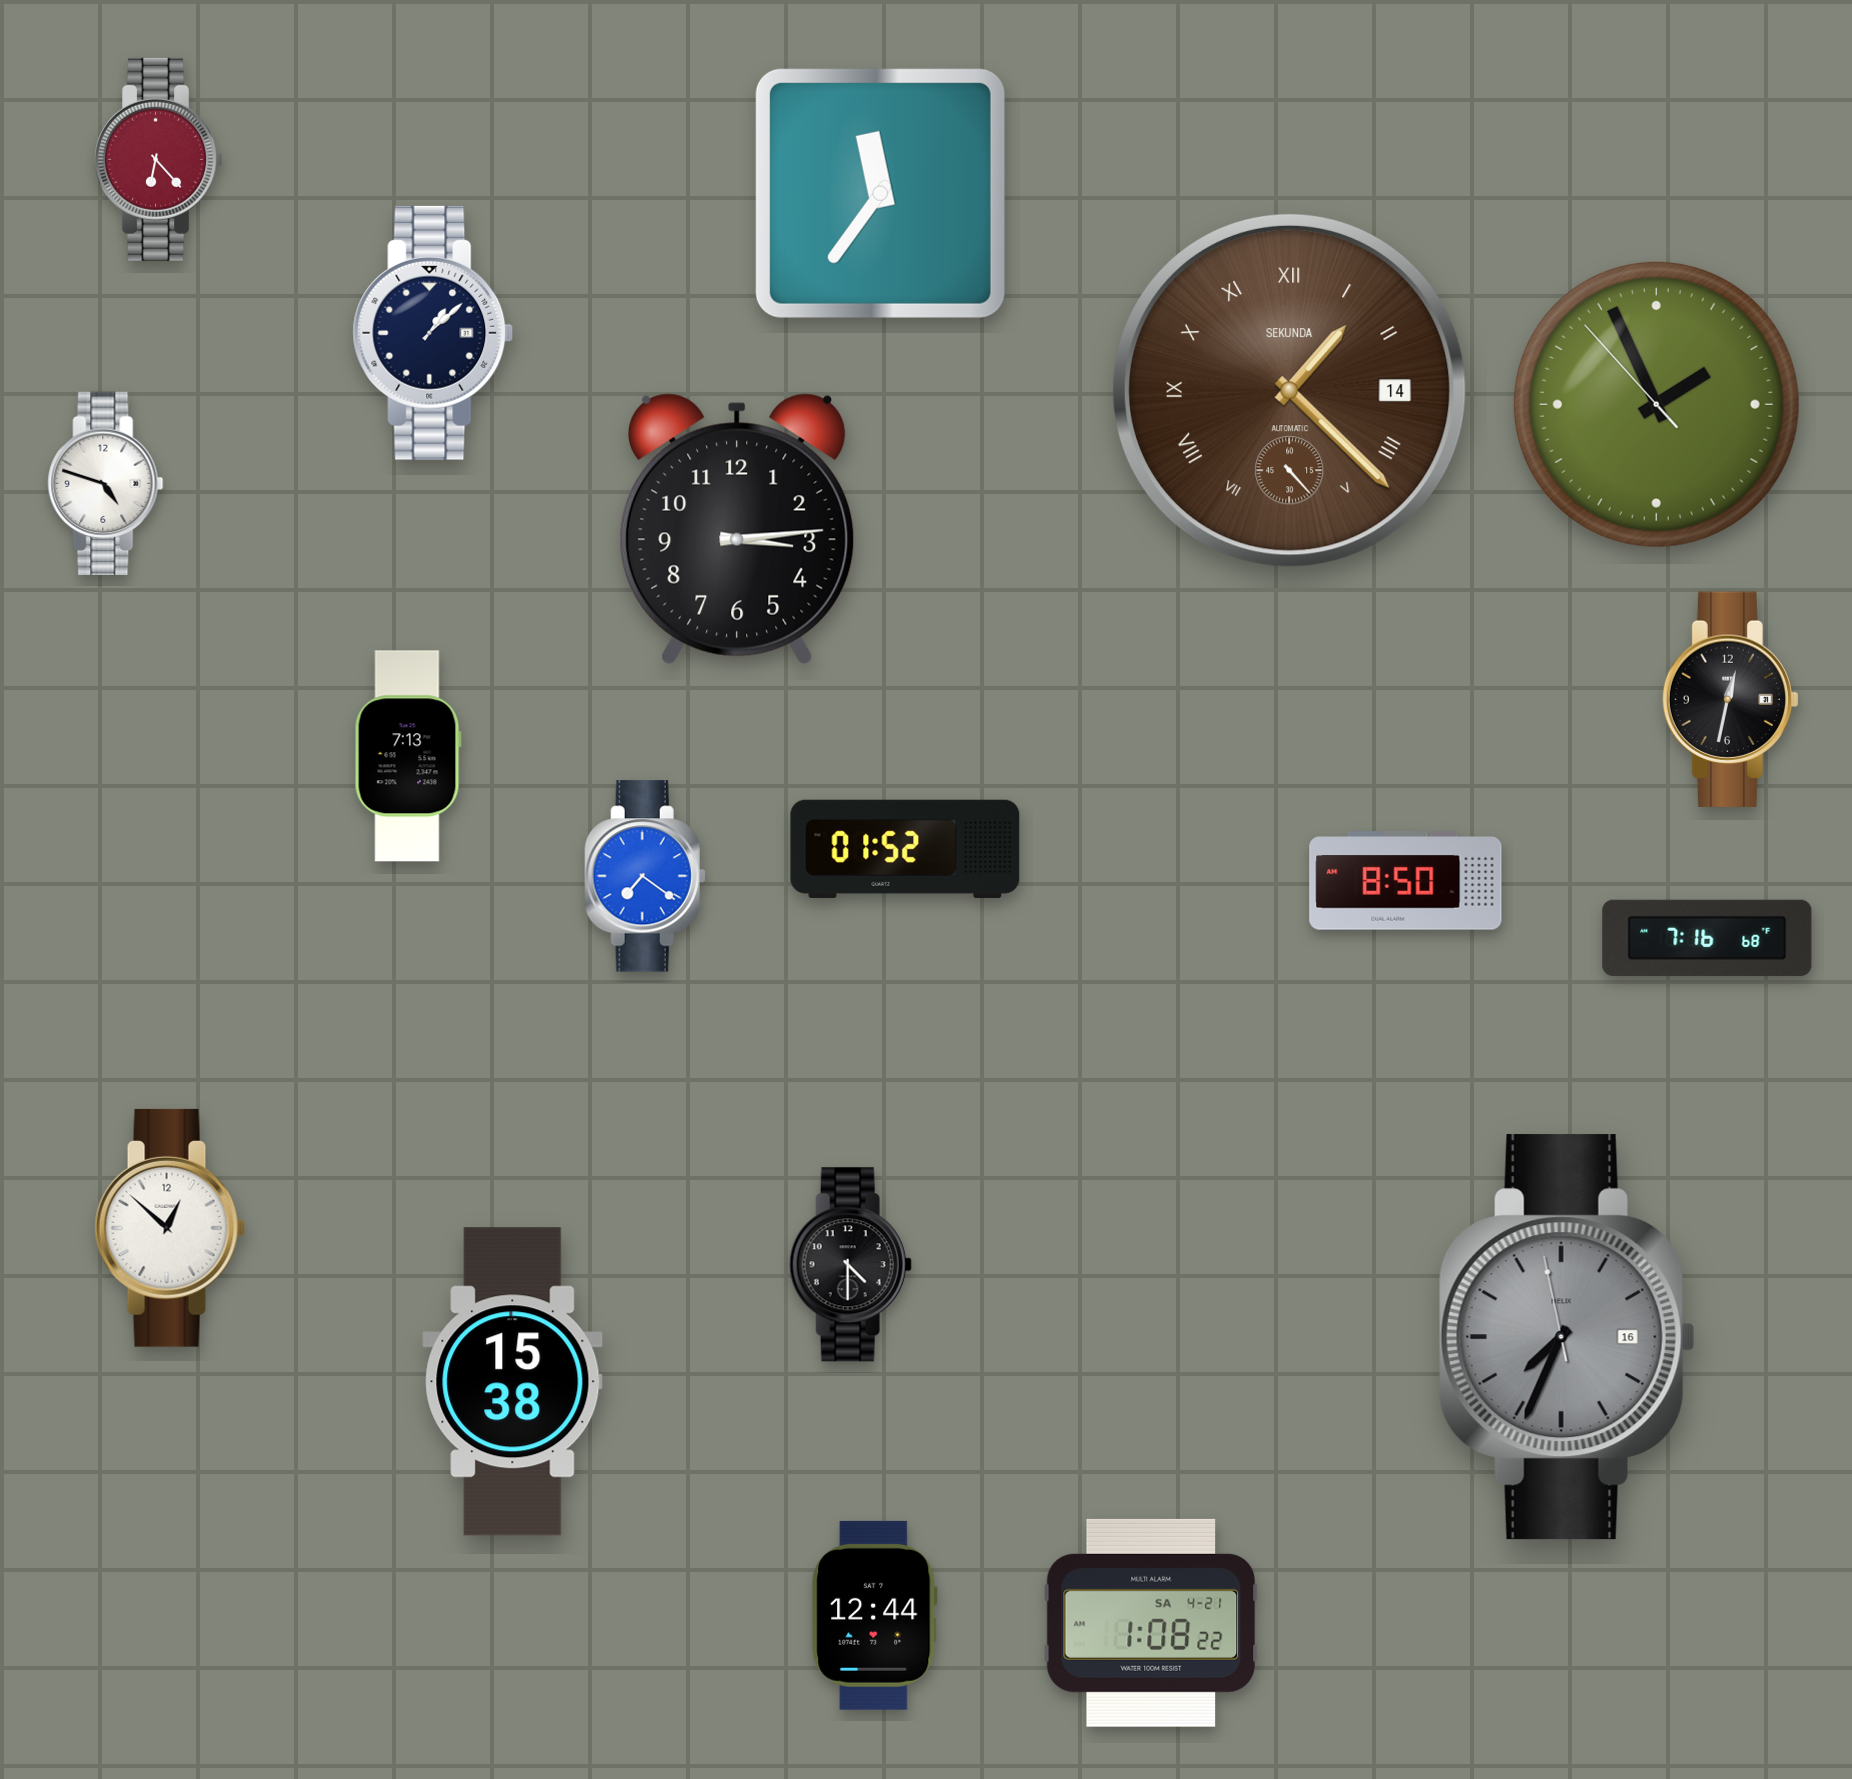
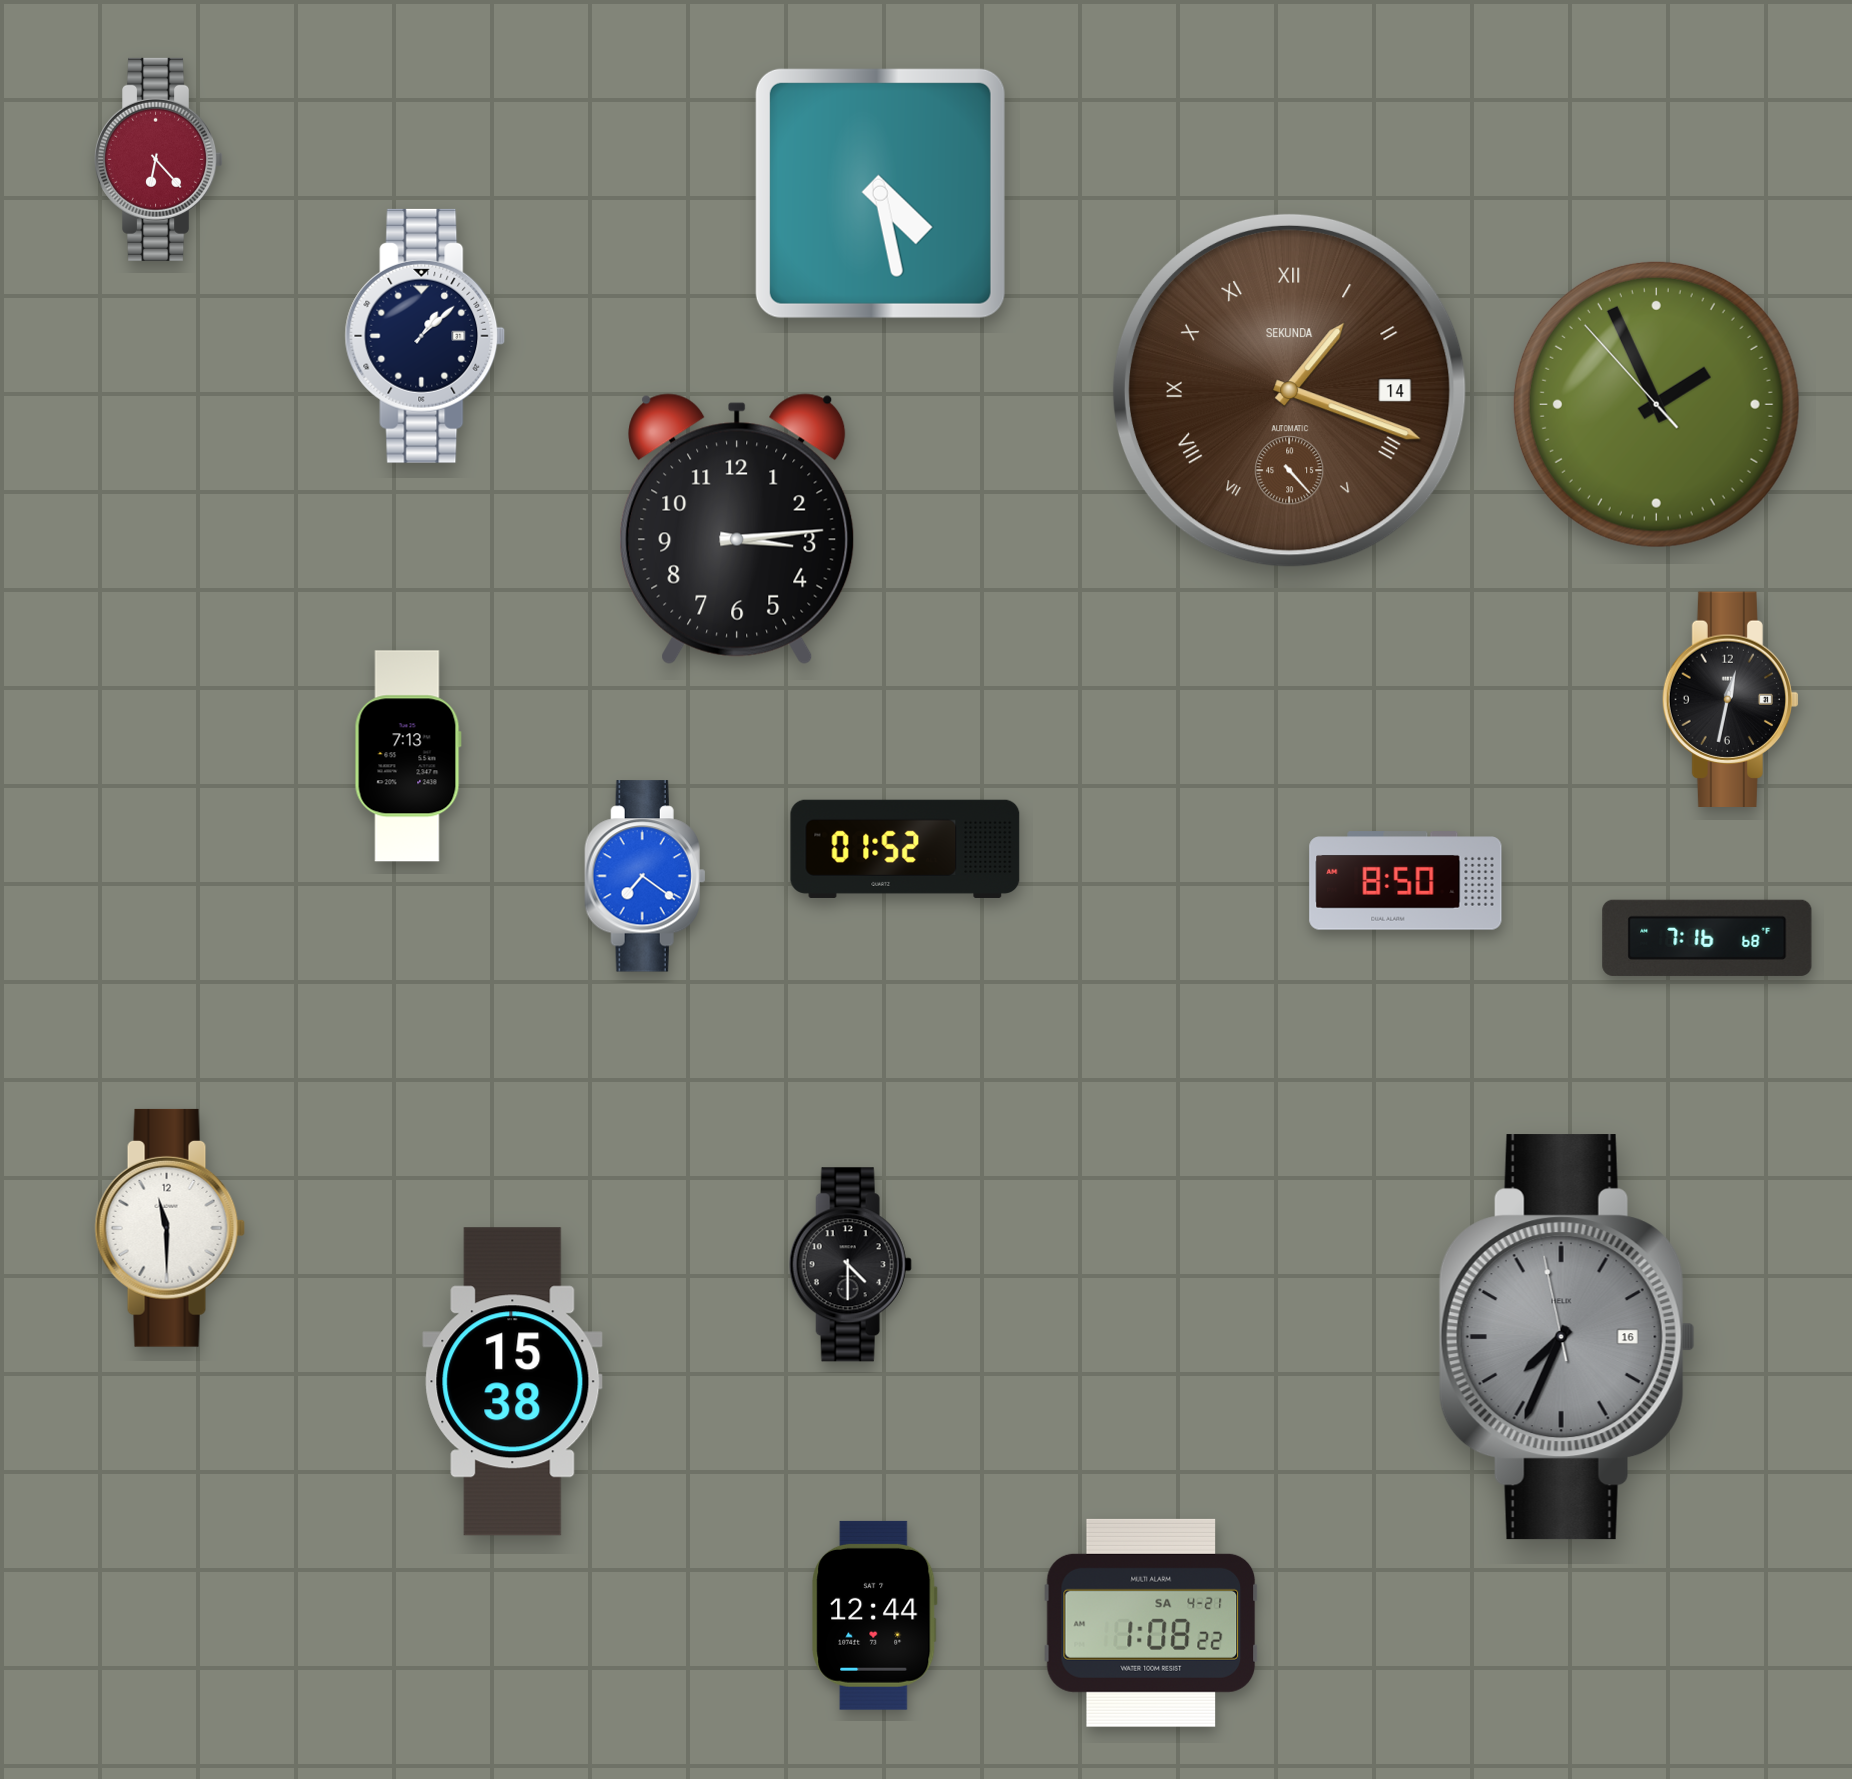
clock at (880, 193): 11:36 -> 4:28
clock at (433, 333) position: (433, 333) -> (425, 336)
clock at (1289, 390): 1:22 -> 1:18
clock at (106, 484): 4:48 -> none
clock at (170, 1228): 12:52 -> 11:30
